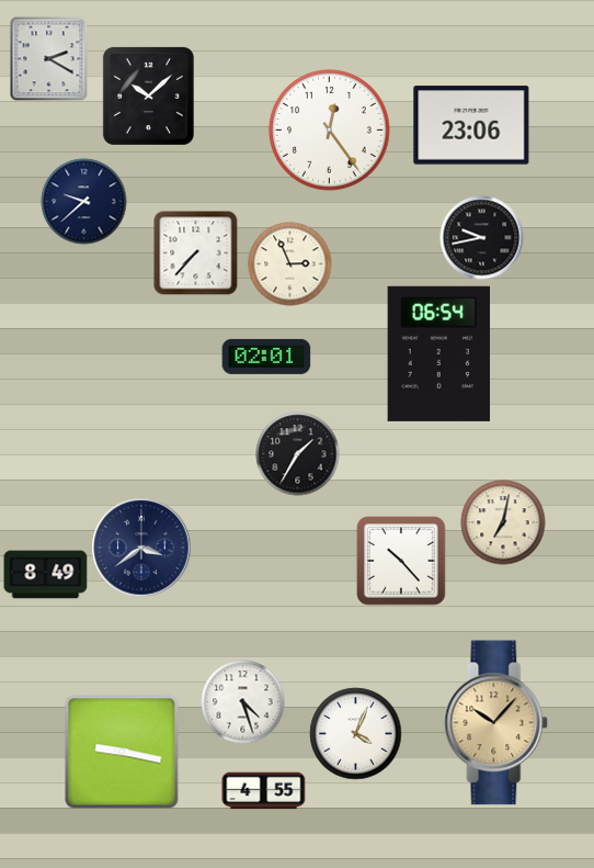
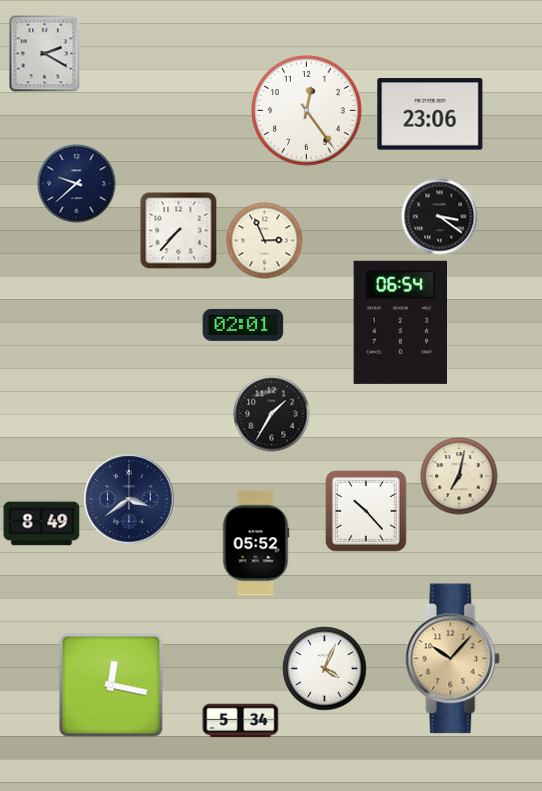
clock at (148, 95): 10:08 -> none
clock at (330, 131) position: (330, 131) -> (307, 111)
clock at (482, 238): 9:43 -> 3:21
clock at (256, 543): none -> 05:52
clock at (243, 702): 4:27 -> none
clock at (122, 752): 9:17 -> 12:17
clock at (264, 791): 4:55 -> 5:34
